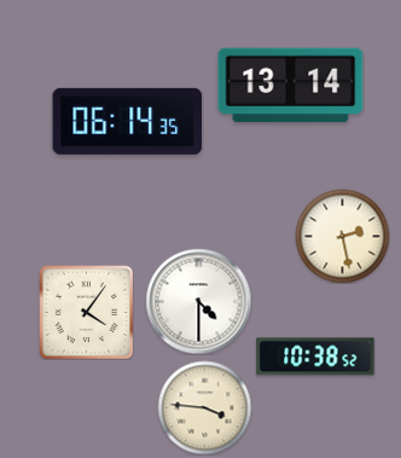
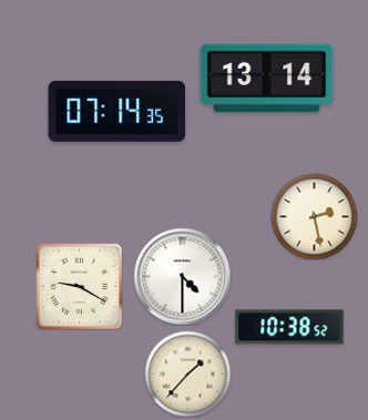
clock at (128, 121): 06:14 -> 07:14
clock at (86, 312): 4:06 -> 9:20
clock at (204, 407): 3:46 -> 1:37
